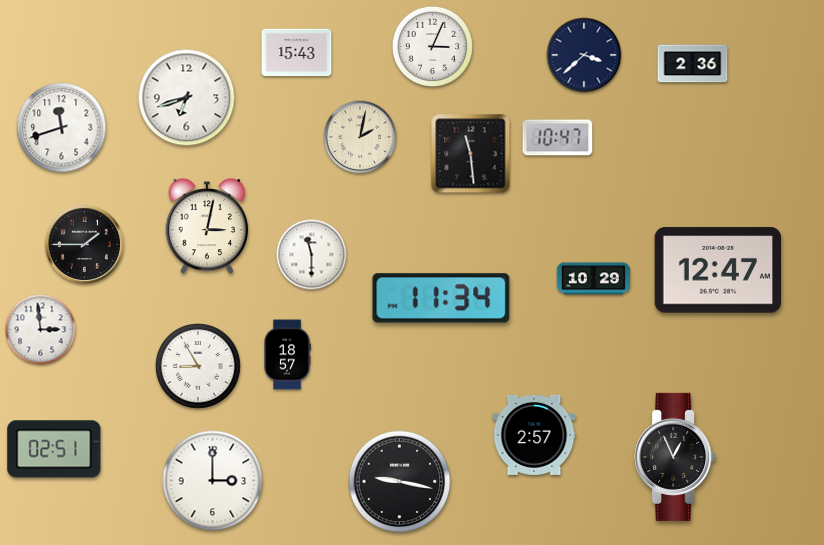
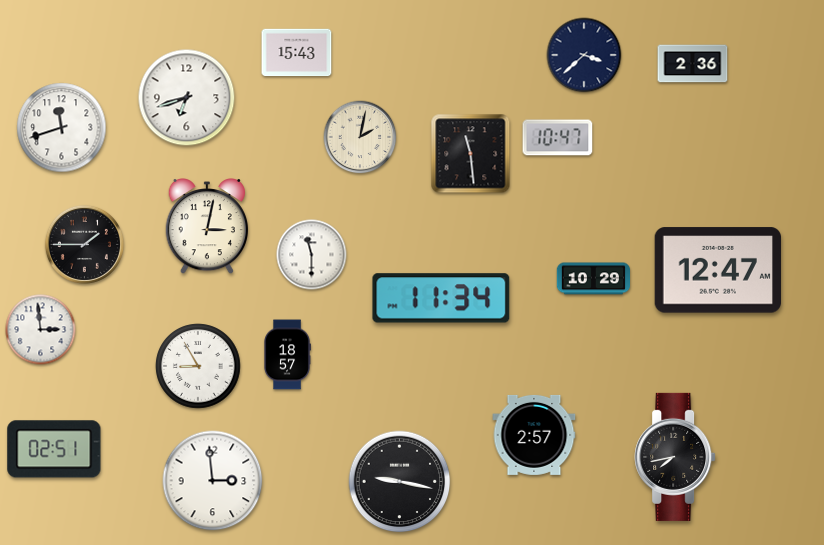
clock at (432, 46): 3:04 -> none
clock at (675, 457): 12:56 -> 7:43
clock at (213, 481): 3:00 -> 2:59
